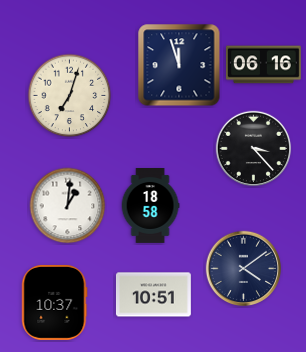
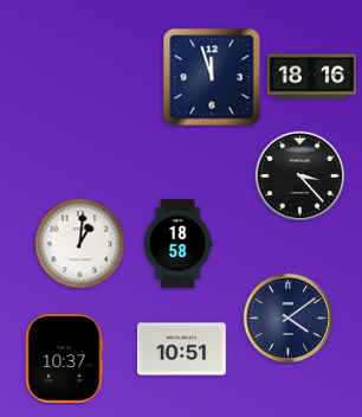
clock at (263, 65): 06:16 -> 18:16
clock at (70, 96): 7:03 -> none
